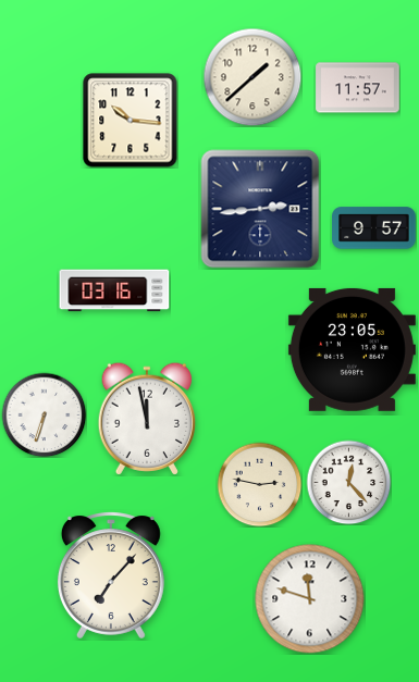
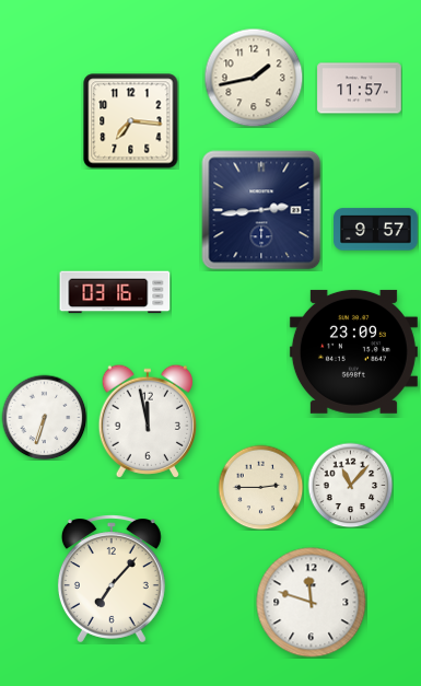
clock at (252, 77): 1:38 -> 1:43
clock at (131, 121): 10:16 -> 7:16
clock at (352, 349): 23:05 -> 23:09
clock at (348, 482): 12:23 -> 11:07
clock at (259, 484): 2:47 -> 2:45
